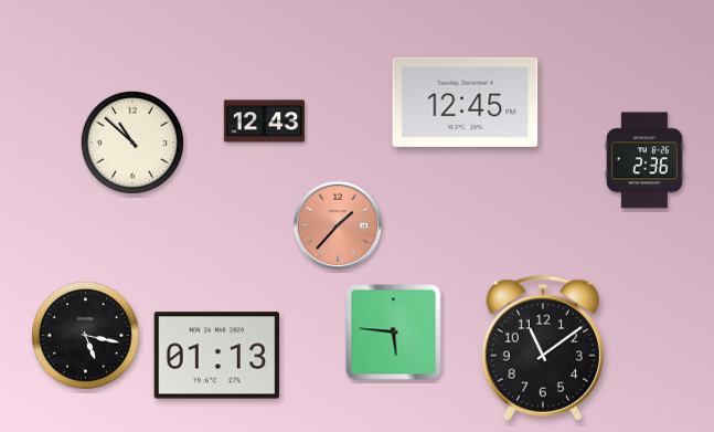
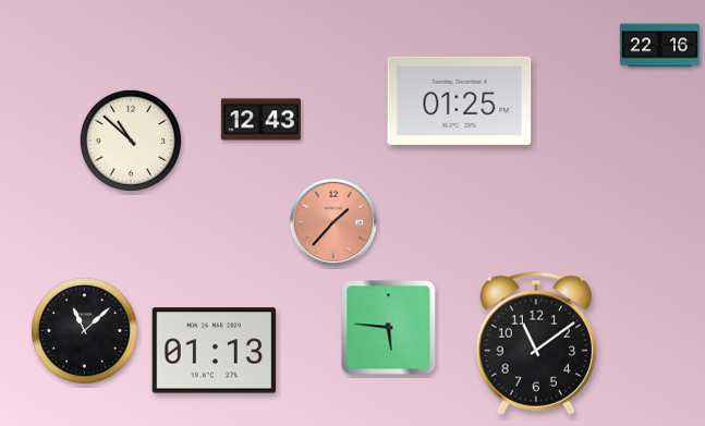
clock at (659, 46): none -> 22:16
clock at (466, 102): 12:45 -> 01:25
clock at (644, 160): 2:36 -> none
clock at (85, 335): 5:17 -> 11:08
